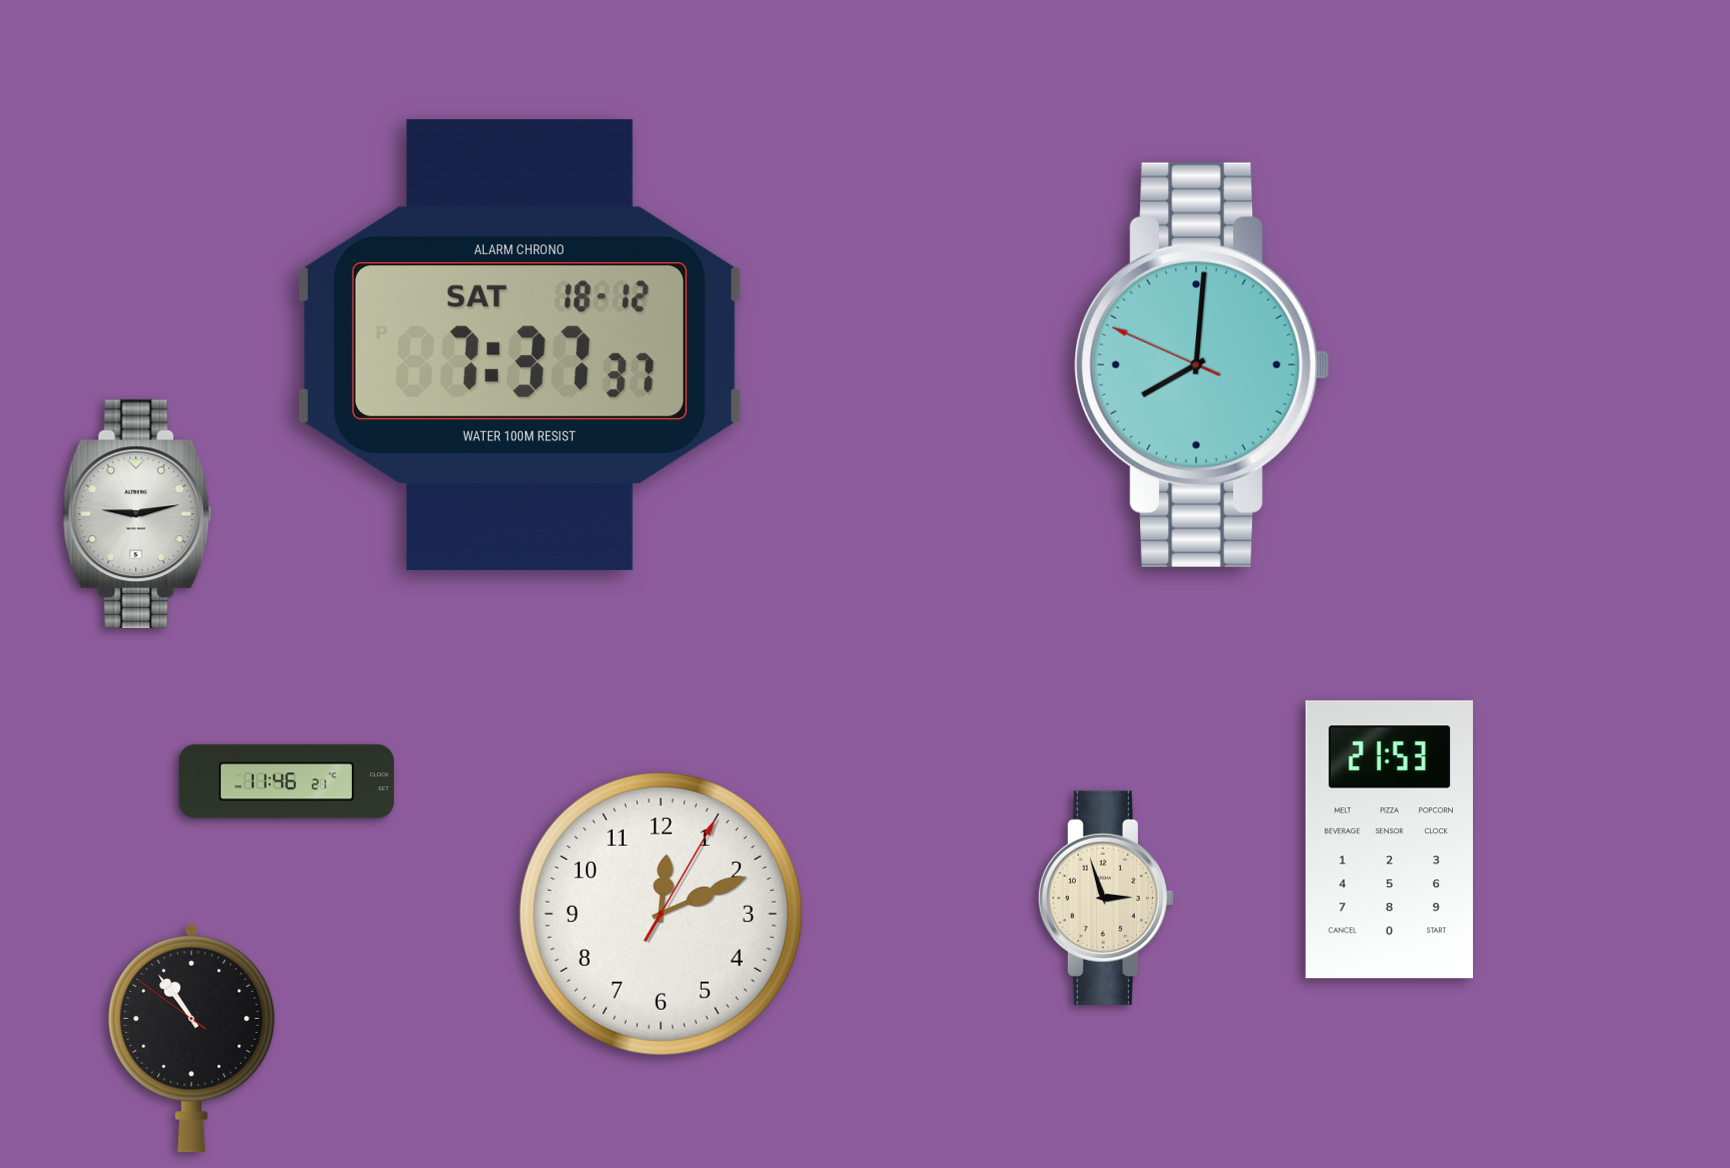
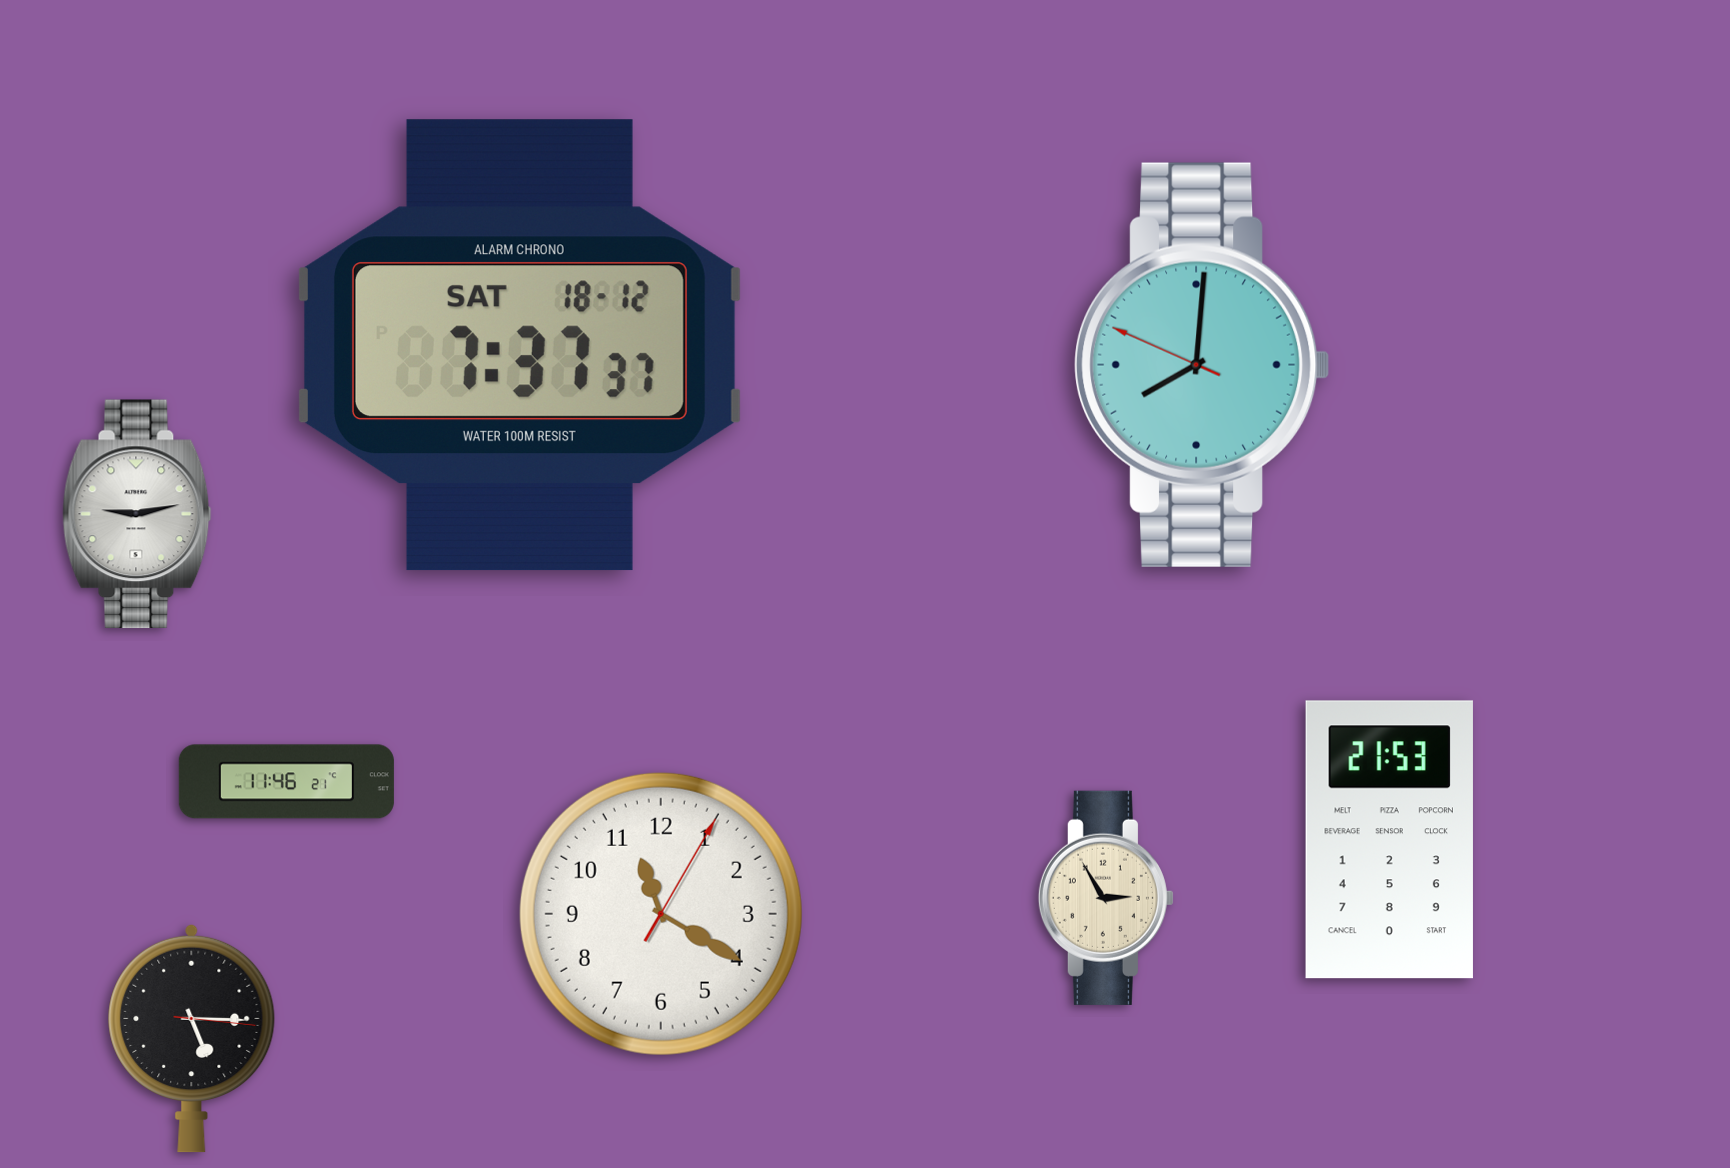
clock at (1106, 898): 2:57 -> 2:55
clock at (661, 914): 12:11 -> 11:20
clock at (192, 1038): 10:53 -> 5:15
